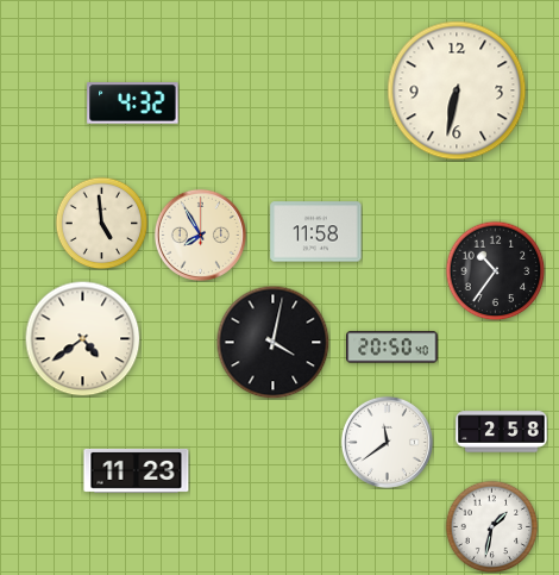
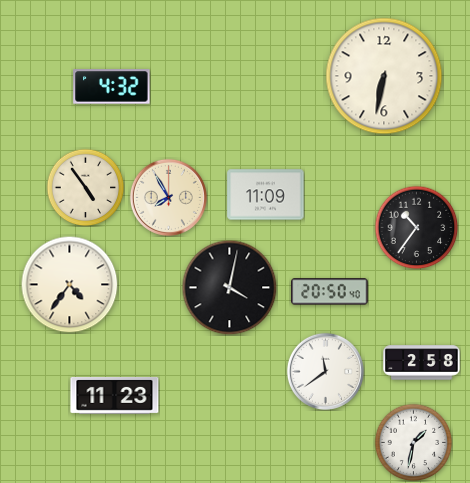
clock at (101, 223): 4:59 -> 4:54
clock at (316, 232): 11:58 -> 11:09
clock at (82, 338): 4:39 -> 4:36
